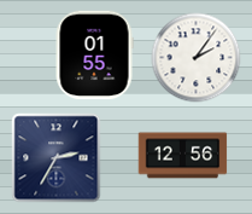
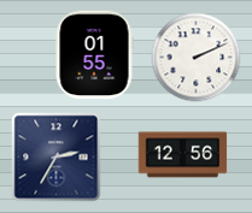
clock at (197, 58): 2:06 -> 2:11
